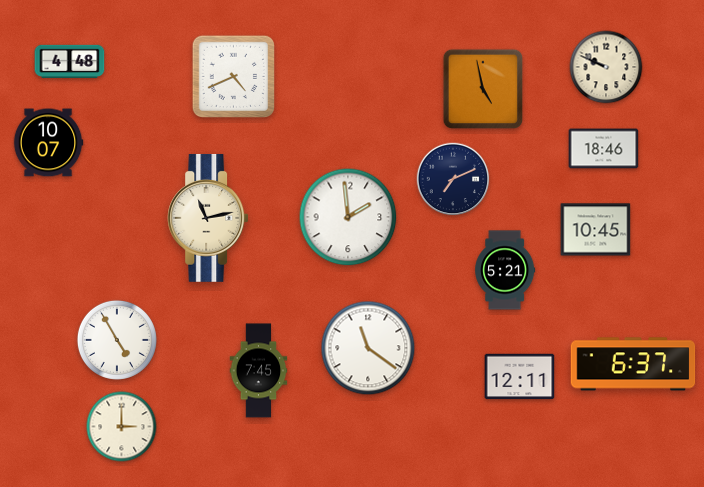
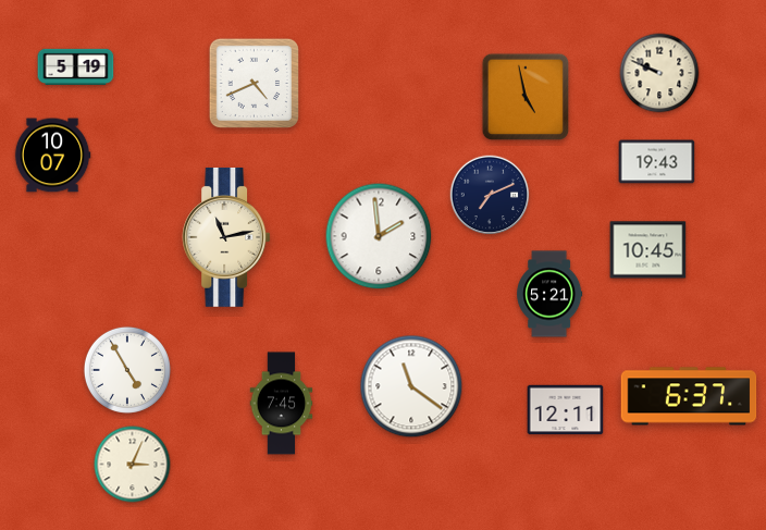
clock at (70, 61): 4:48 -> 5:19
clock at (604, 149): 18:46 -> 19:43
clock at (453, 179) position: (453, 179) -> (490, 195)
clock at (368, 348) position: (368, 348) -> (411, 386)
clock at (122, 427): 3:00 -> 3:04
